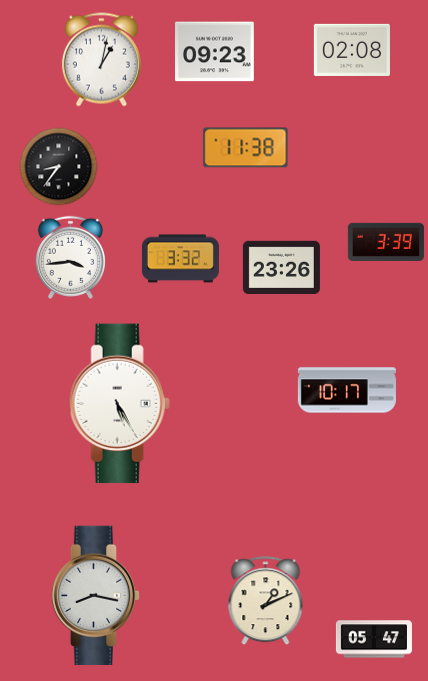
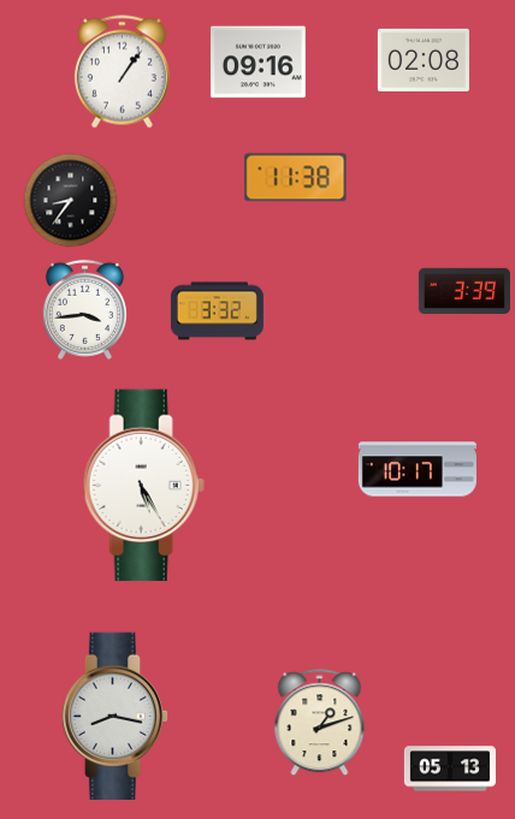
clock at (215, 52): 09:23 -> 09:16
clock at (101, 60): 1:02 -> 1:06
clock at (281, 267): 23:26 -> none
clock at (266, 601): 1:11 -> 1:12
clock at (374, 639): 05:47 -> 05:13
